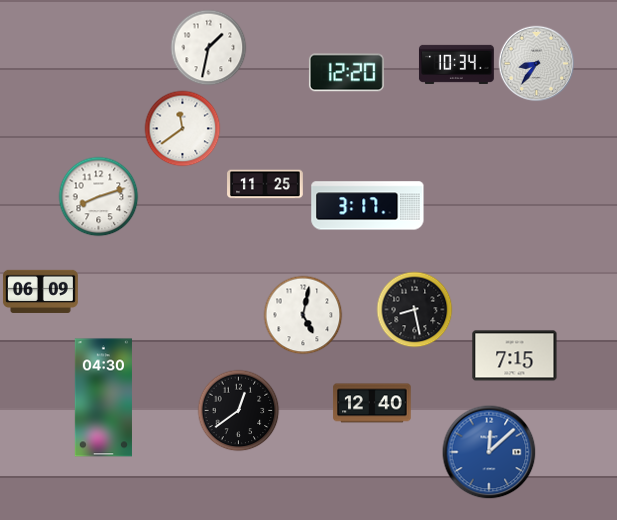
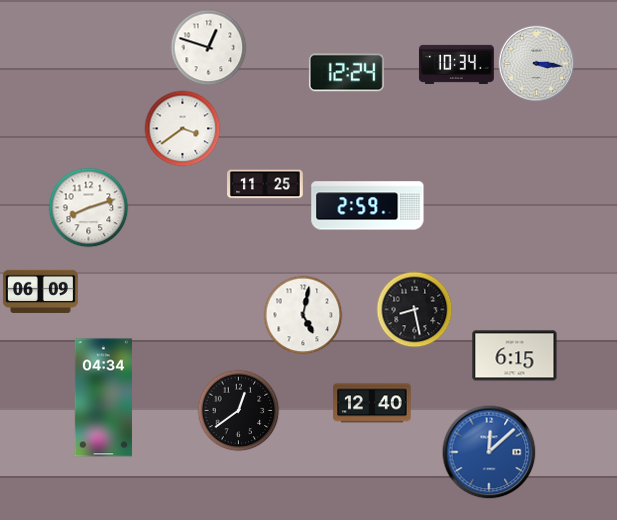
clock at (209, 48): 1:32 -> 12:48
clock at (537, 64): 8:36 -> 3:16
clock at (346, 73): 12:20 -> 12:24
clock at (183, 129): 11:39 -> 3:39
clock at (99, 197) position: (99, 197) -> (89, 208)
clock at (368, 206): 3:17 -> 2:59
clock at (515, 356): 7:15 -> 6:15
clock at (103, 398): 04:30 -> 04:34
